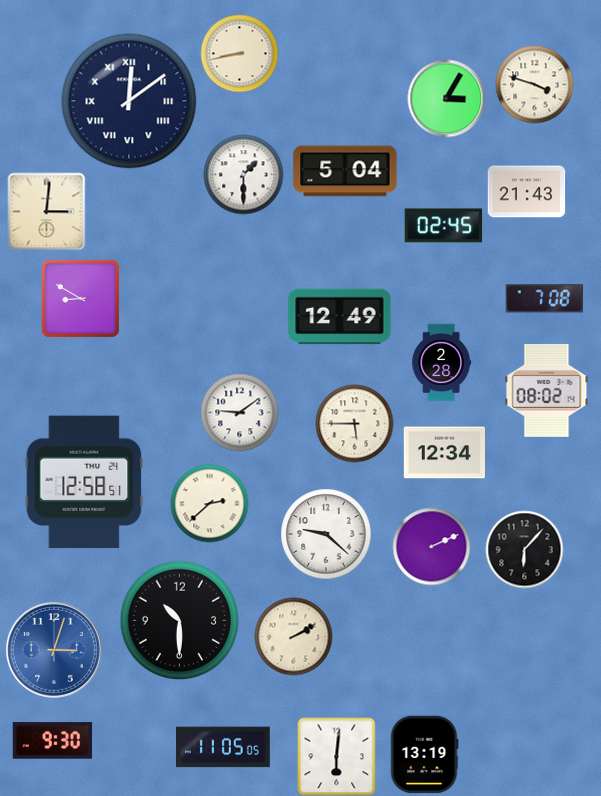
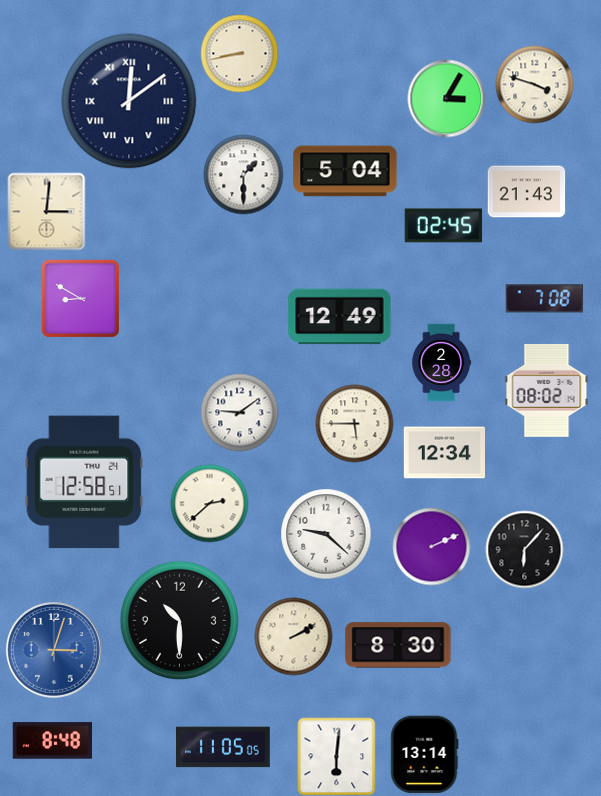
clock at (398, 645): none -> 8:30
clock at (52, 741): 9:30 -> 8:48
clock at (424, 754): 13:19 -> 13:14
